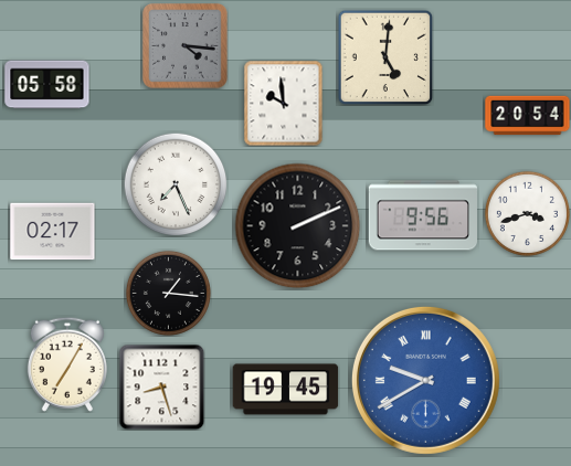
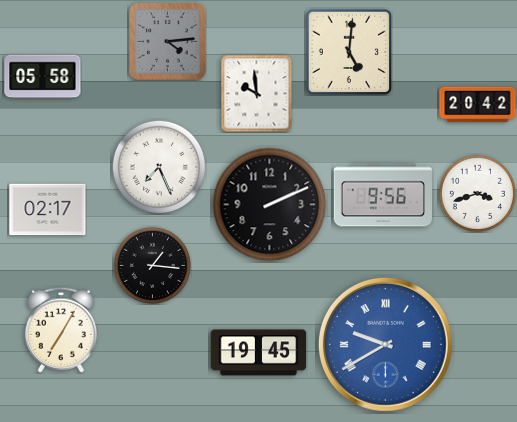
clock at (186, 46): 4:16 -> 4:14
clock at (528, 116): 20:54 -> 20:42
clock at (161, 386): 8:27 -> none
